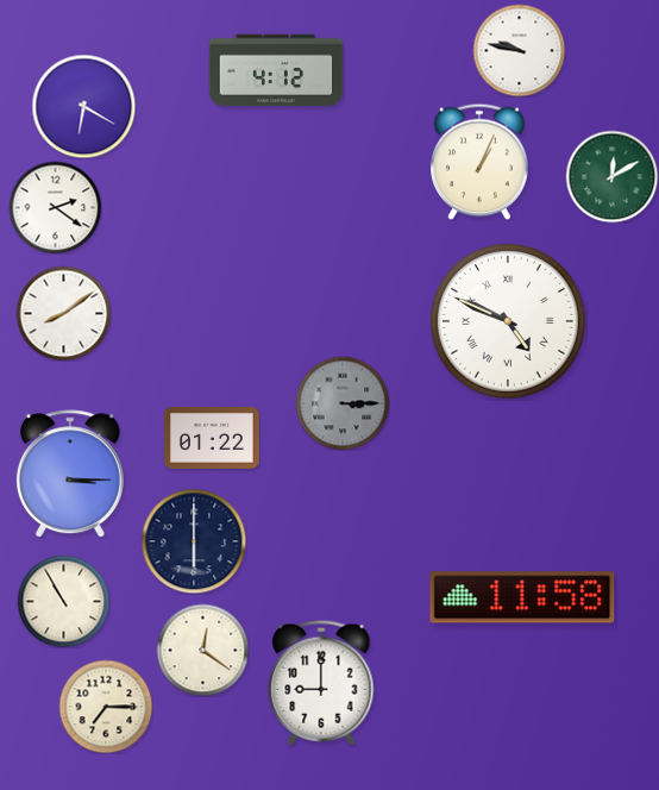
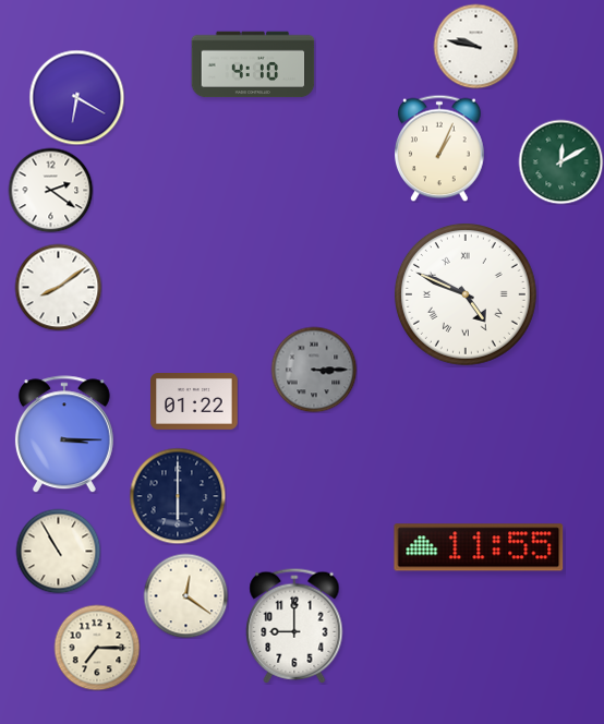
clock at (276, 70): 4:12 -> 4:10
clock at (522, 597): 11:58 -> 11:55
